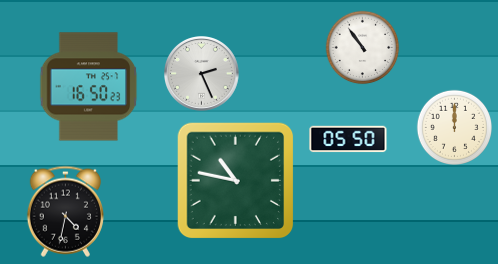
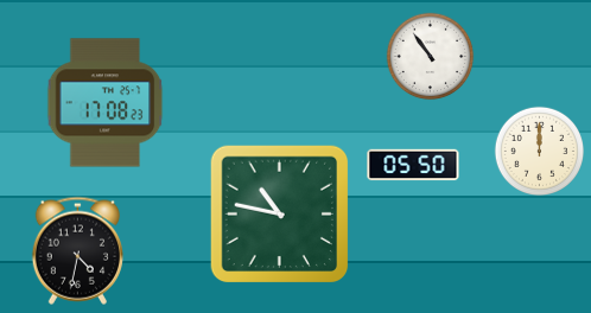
clock at (202, 74): 2:26 -> none
clock at (89, 87): 16:50 -> 17:08
